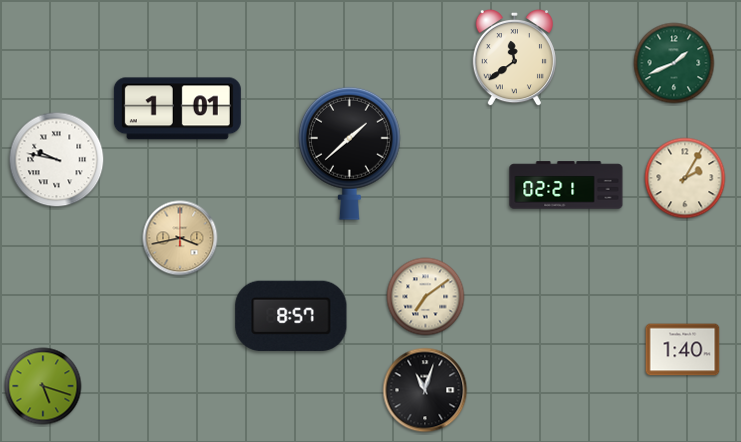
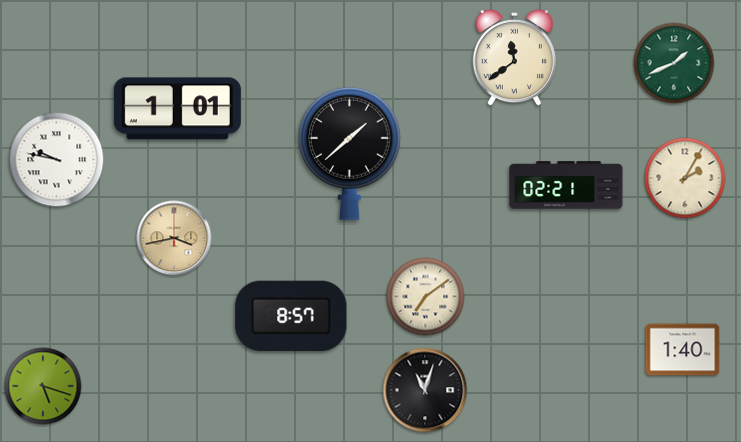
clock at (180, 238) position: (180, 238) -> (174, 238)
